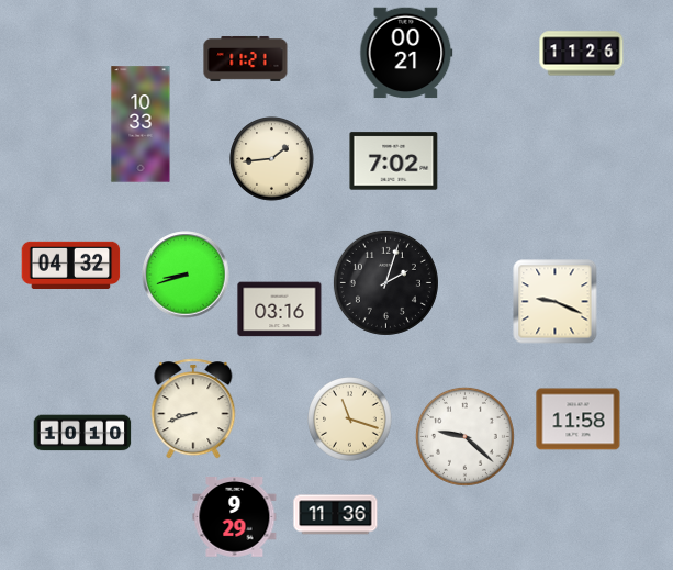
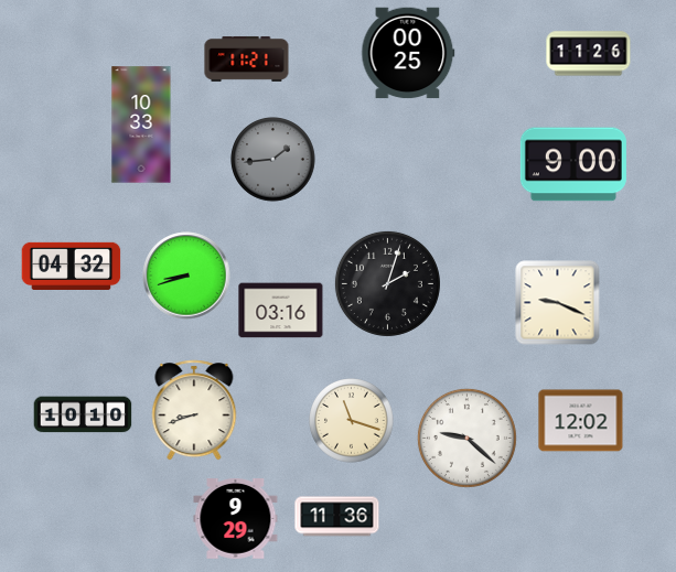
clock at (406, 53): 00:21 -> 00:25
clock at (582, 54) position: (582, 54) -> (589, 54)
clock at (272, 159) dial: cream -> grey
clock at (394, 161): 7:02 -> none
clock at (573, 164): none -> 9:00
clock at (579, 420): 11:58 -> 12:02
clock at (82, 433) position: (82, 433) -> (83, 414)
